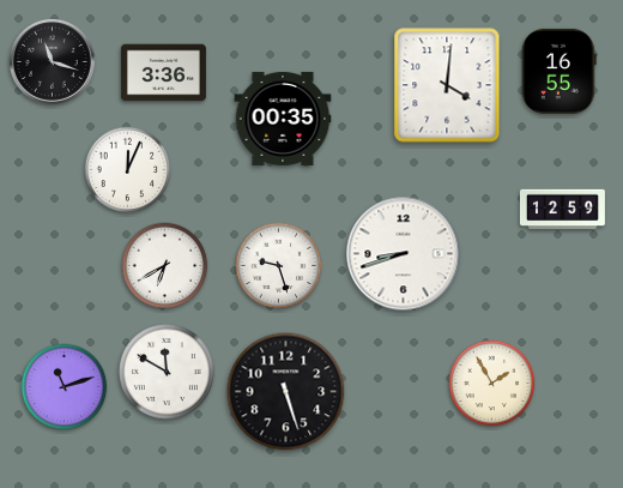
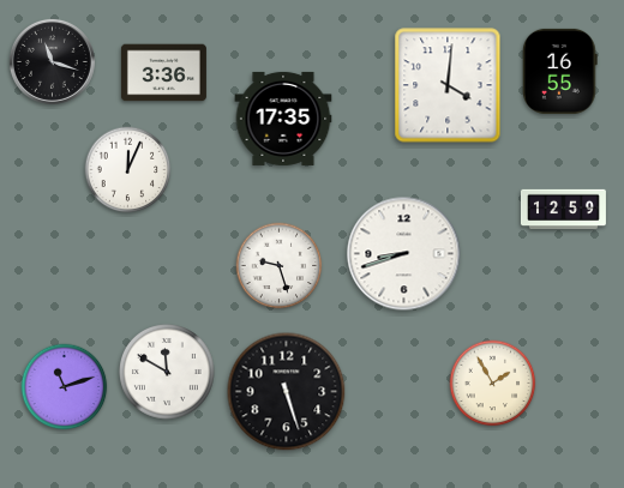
clock at (283, 119): 00:35 -> 17:35
clock at (165, 266): 6:40 -> none
